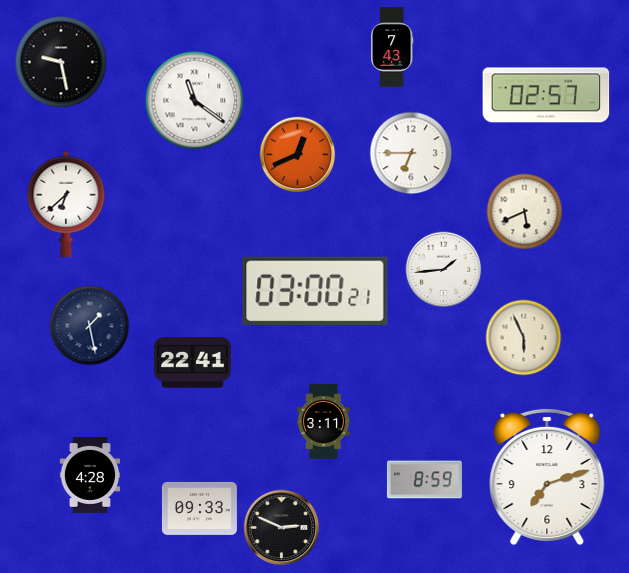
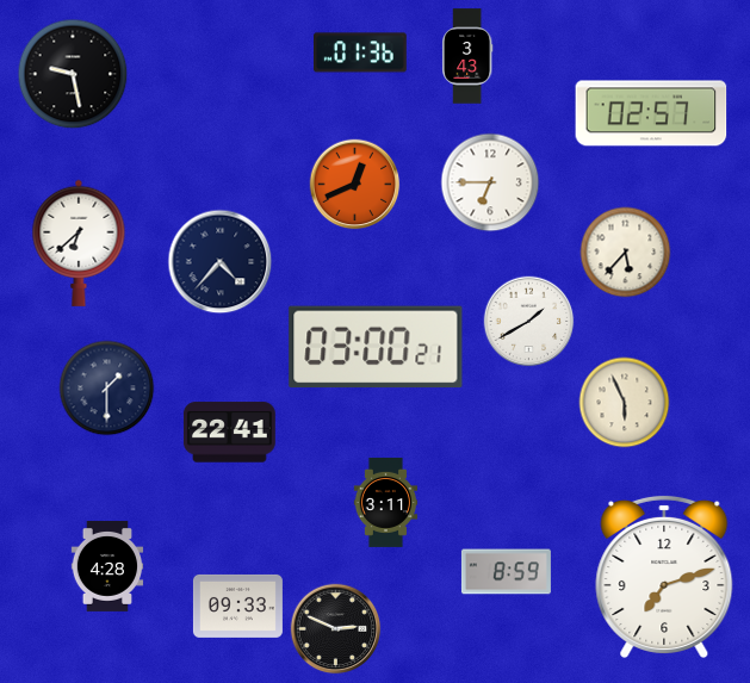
clock at (360, 52): none -> 01:36
clock at (393, 47): 7:43 -> 3:43
clock at (195, 101): 11:21 -> none
clock at (525, 212): 5:41 -> 5:37
clock at (221, 262): none -> 4:37
clock at (444, 270): 1:44 -> 1:40
clock at (90, 326): 1:28 -> 1:30
clock at (547, 476) position: (547, 476) -> (664, 576)
